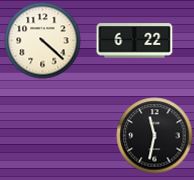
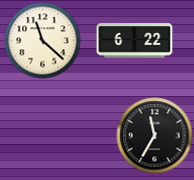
clock at (43, 41): 4:22 -> 11:22
clock at (155, 136): 11:32 -> 11:35
